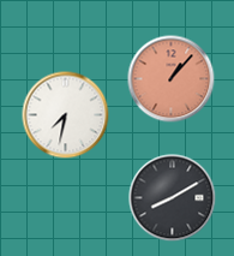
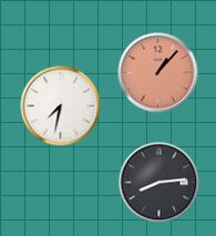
clock at (173, 198): 8:10 -> 8:14
